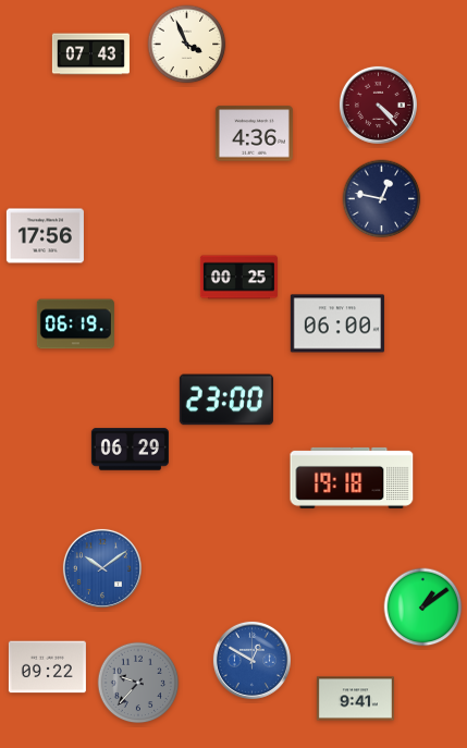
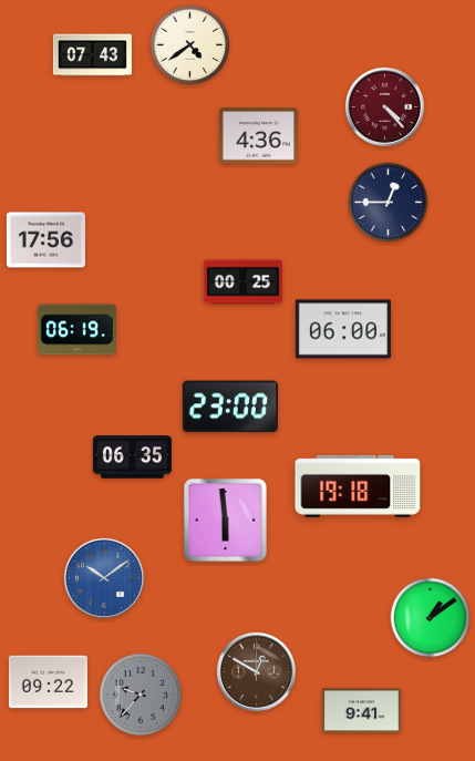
clock at (187, 45): 3:56 -> 4:39
clock at (382, 199): 12:47 -> 12:45
clock at (130, 450): 06:29 -> 06:35
clock at (225, 520): none -> 5:59
clock at (251, 660) dial: blue -> brown
clock at (47, 667) position: (47, 667) -> (48, 682)
